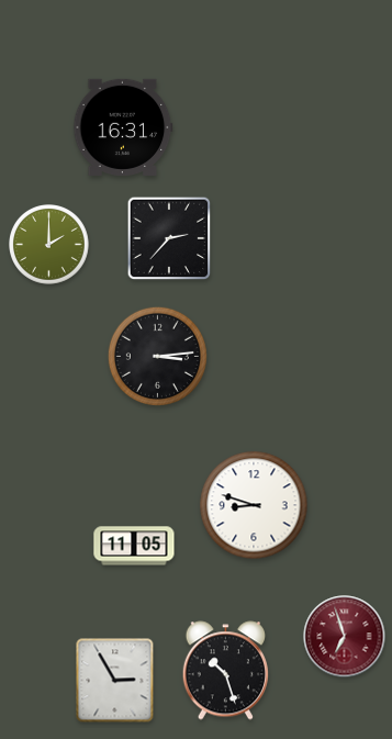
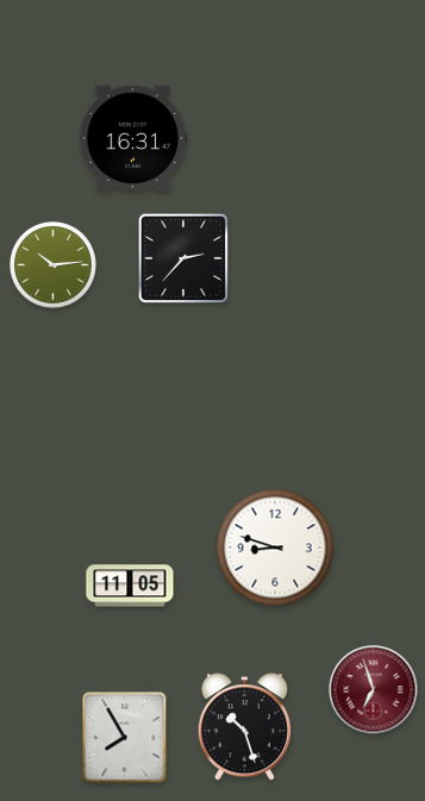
clock at (49, 245): 2:00 -> 10:14
clock at (157, 356): 3:14 -> none
clock at (134, 546) position: (134, 546) -> (130, 586)
clock at (115, 681): 2:55 -> 7:55
